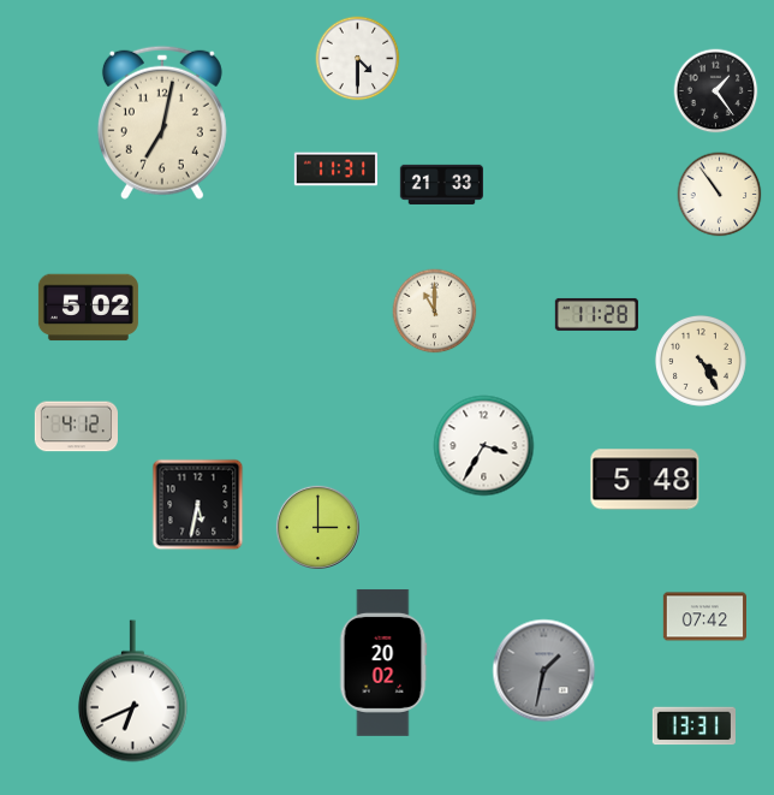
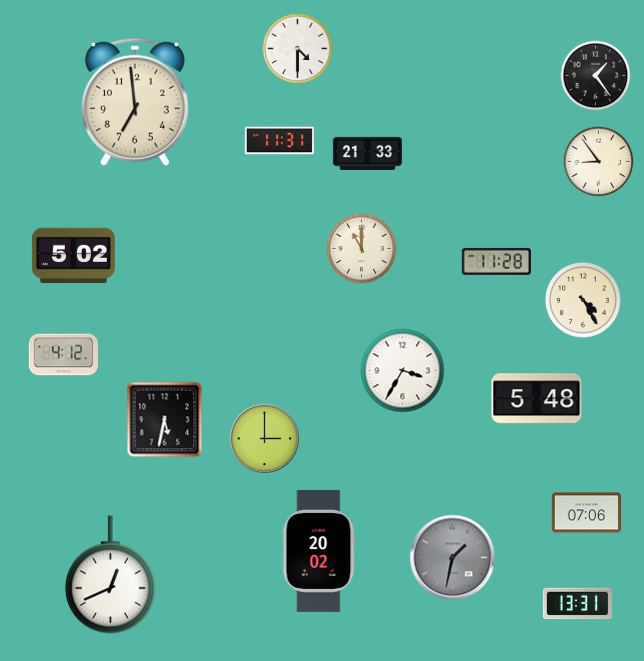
clock at (162, 123): 7:02 -> 6:59
clock at (720, 195): 10:54 -> 8:54
clock at (435, 312) position: (435, 312) -> (362, 249)
clock at (704, 617): 07:42 -> 07:06
clock at (132, 692): 6:41 -> 12:41
